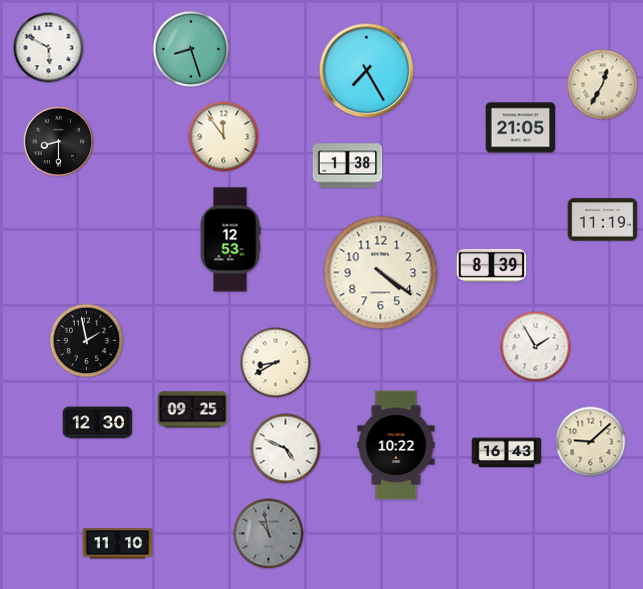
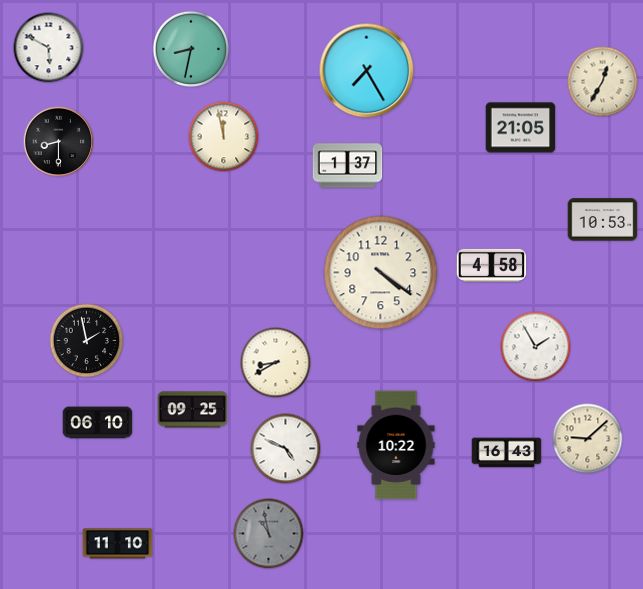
clock at (190, 48): 8:27 -> 8:32
clock at (603, 85) position: (603, 85) -> (603, 82)
clock at (224, 137): 11:54 -> 11:58
clock at (348, 166): 1:38 -> 1:37
clock at (603, 220): 11:19 -> 10:53
clock at (230, 240): 12:53 -> none
clock at (492, 265): 8:39 -> 4:58
clock at (98, 423): 12:30 -> 06:10
clock at (591, 442) position: (591, 442) -> (588, 439)
